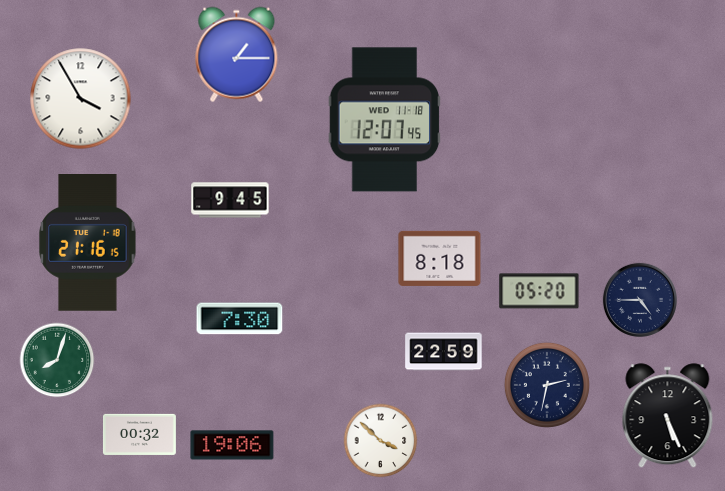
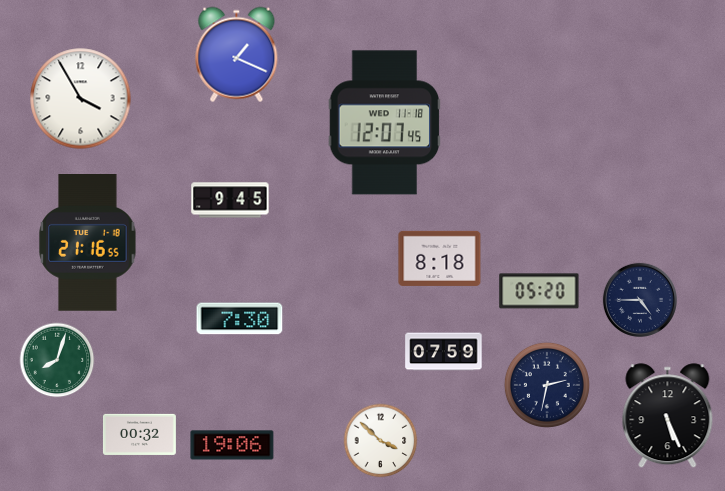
clock at (237, 55): 1:15 -> 1:19
clock at (385, 120) position: (385, 120) -> (385, 123)
clock at (88, 243): 21:16:15 -> 21:16:55
clock at (444, 352): 22:59 -> 07:59
